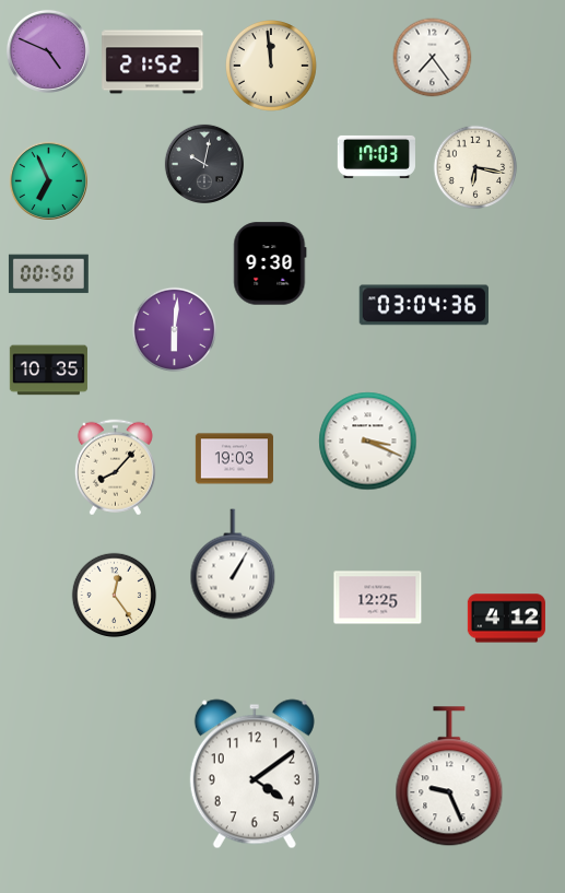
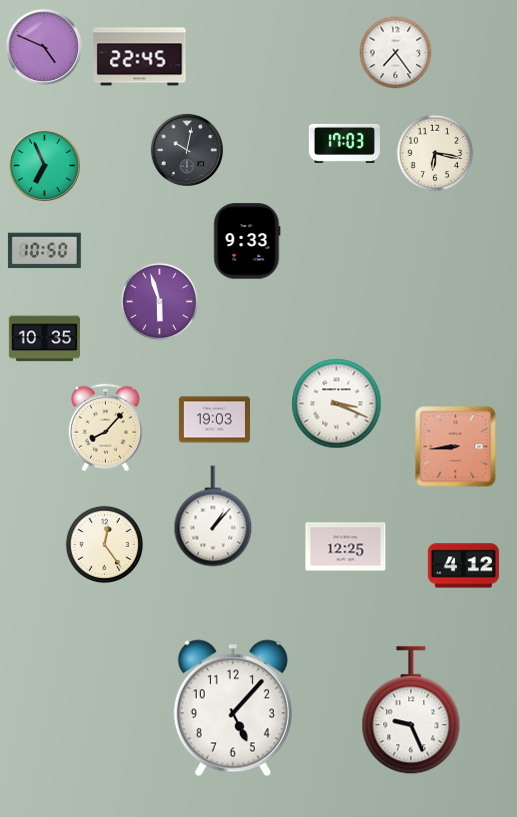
clock at (153, 62): 21:52 -> 22:45
clock at (272, 67): 11:59 -> none
clock at (270, 263): 9:30 -> 9:33
clock at (48, 274): 00:50 -> 10:50
clock at (424, 305): 03:04 -> none
clock at (175, 330): 6:01 -> 5:57
clock at (456, 447): none -> 8:44
clock at (233, 564): 1:05 -> 1:07
clock at (255, 774): 4:09 -> 5:07
